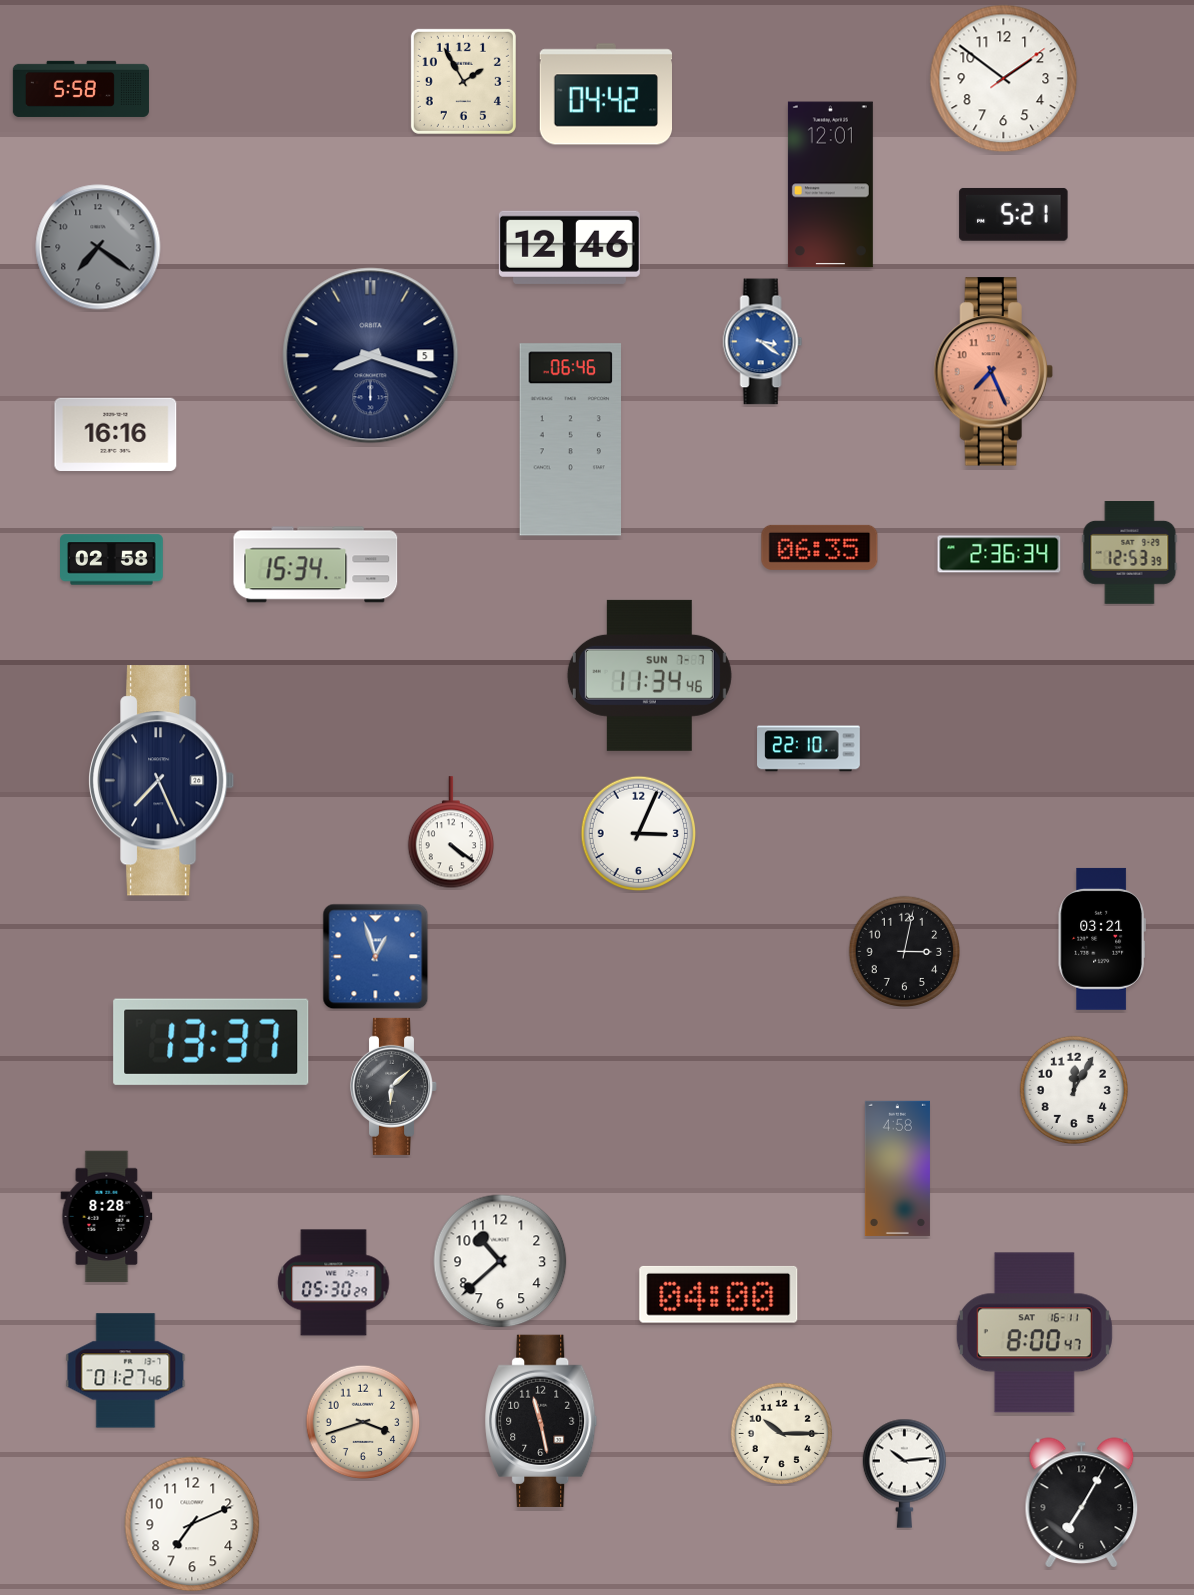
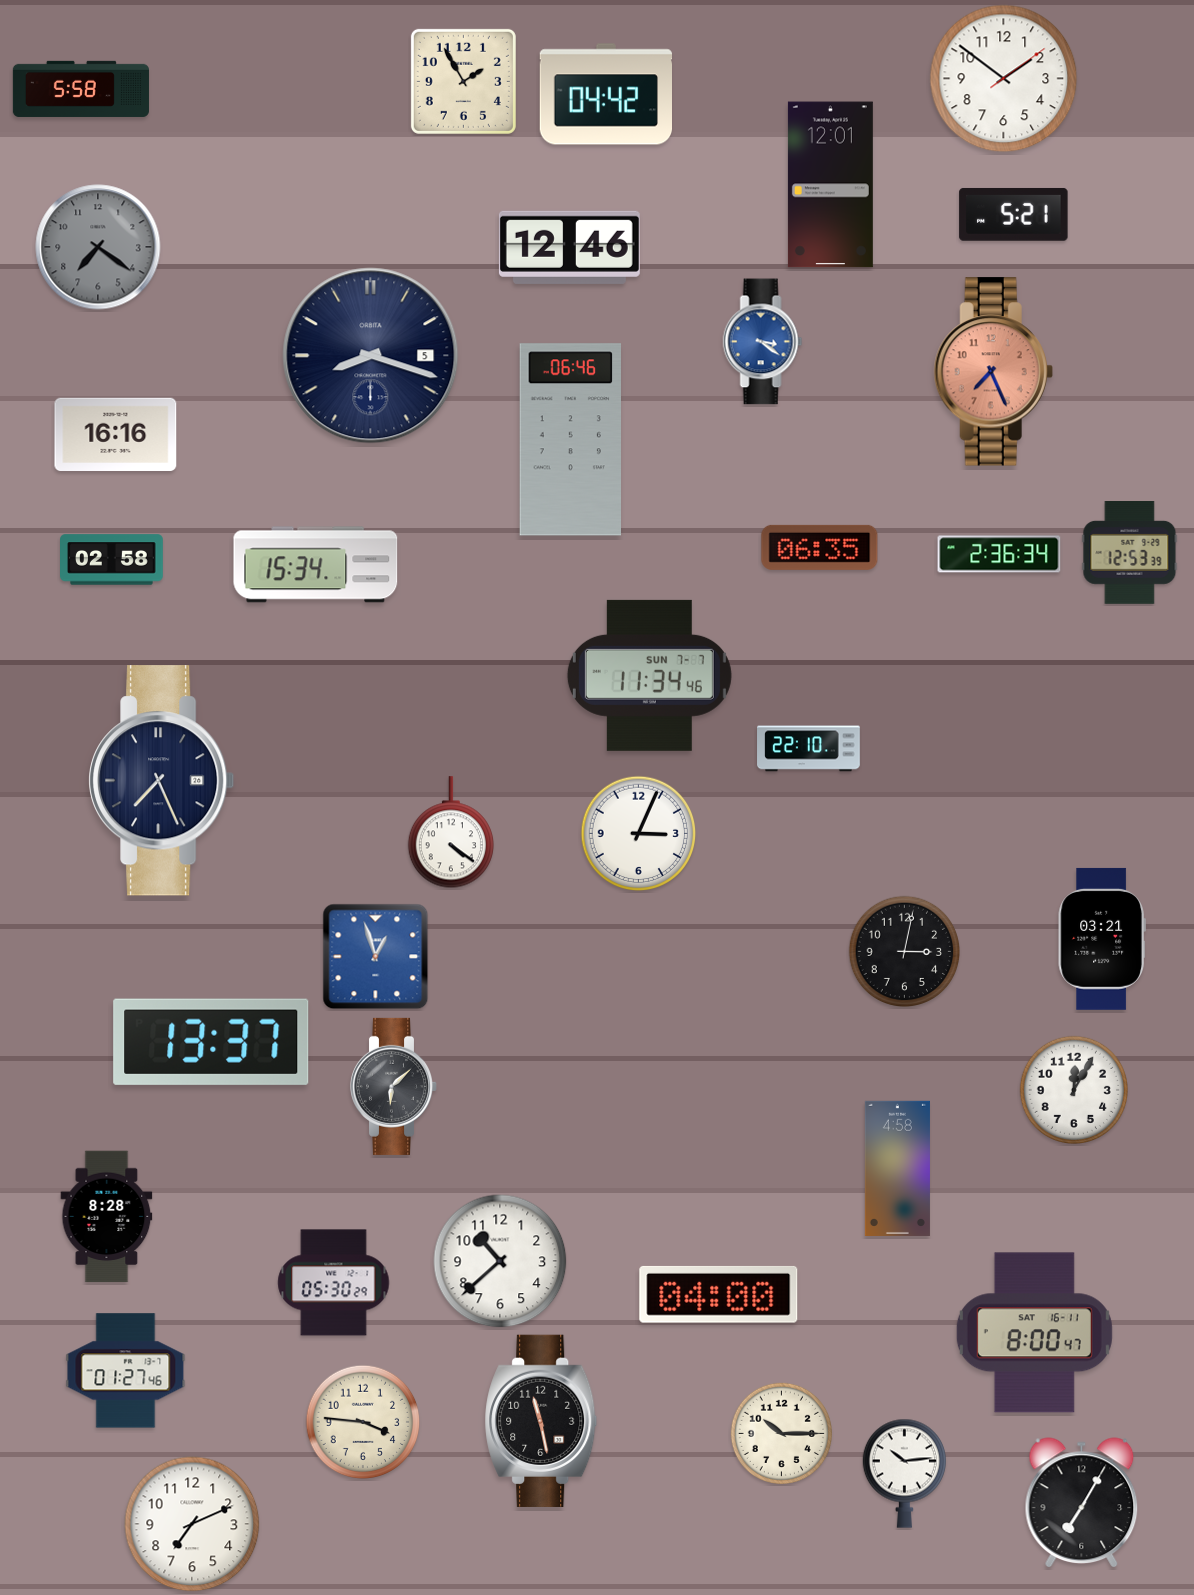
clock at (363, 1422): 3:42 -> 3:46
